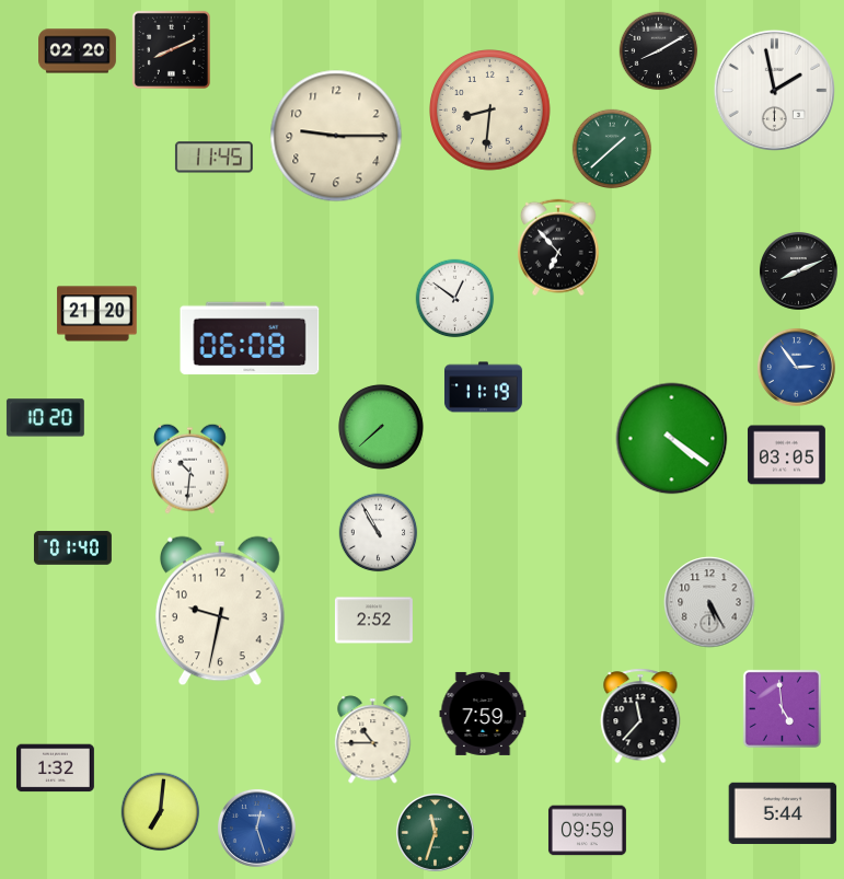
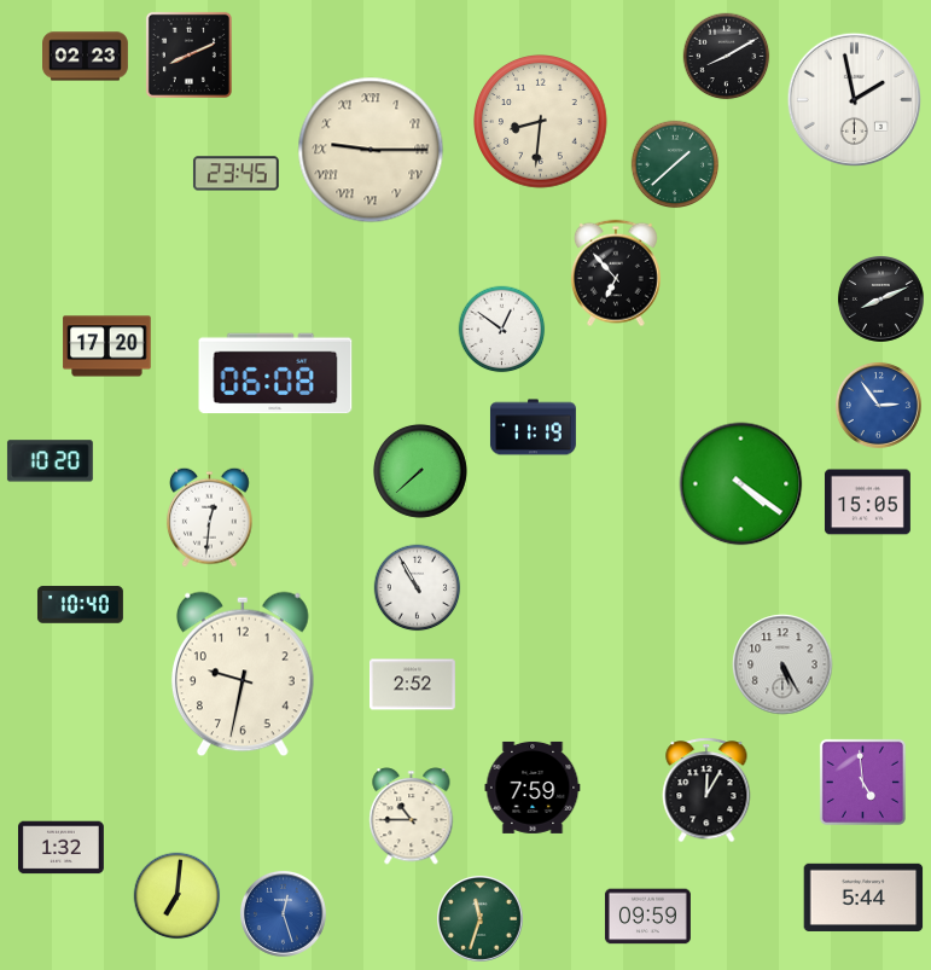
clock at (78, 51): 02:20 -> 02:23
clock at (336, 136) numerals: Arabic -> Roman
clock at (213, 158): 11:45 -> 23:45
clock at (97, 314): 21:20 -> 17:20
clock at (786, 455): 03:05 -> 15:05
clock at (189, 469): 10:31 -> 12:31
clock at (72, 548): 01:40 -> 10:40
clock at (640, 716): 11:37 -> 12:05
